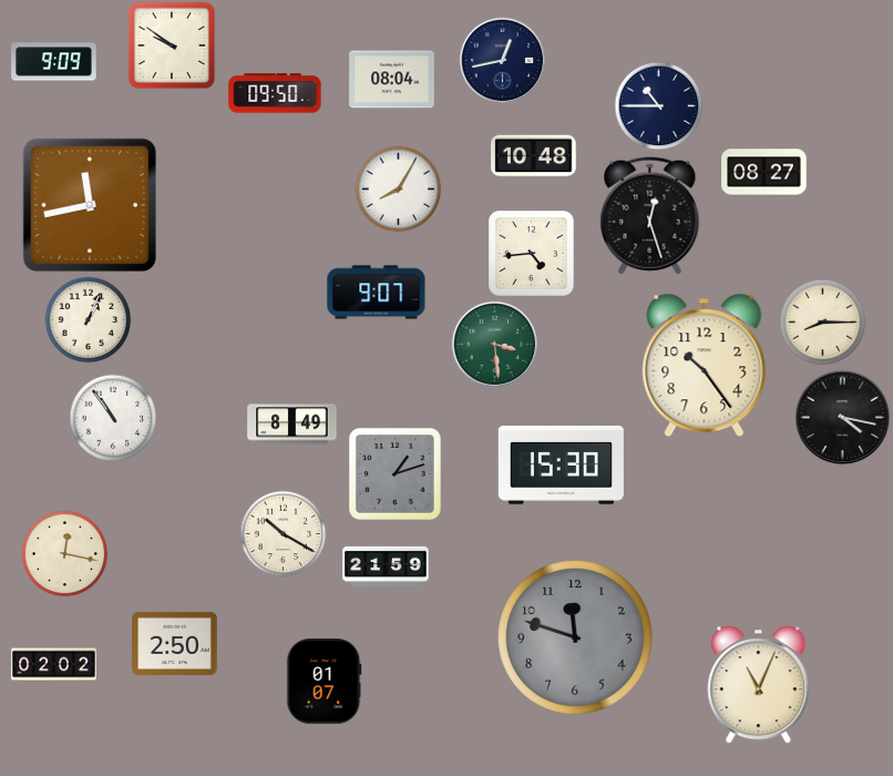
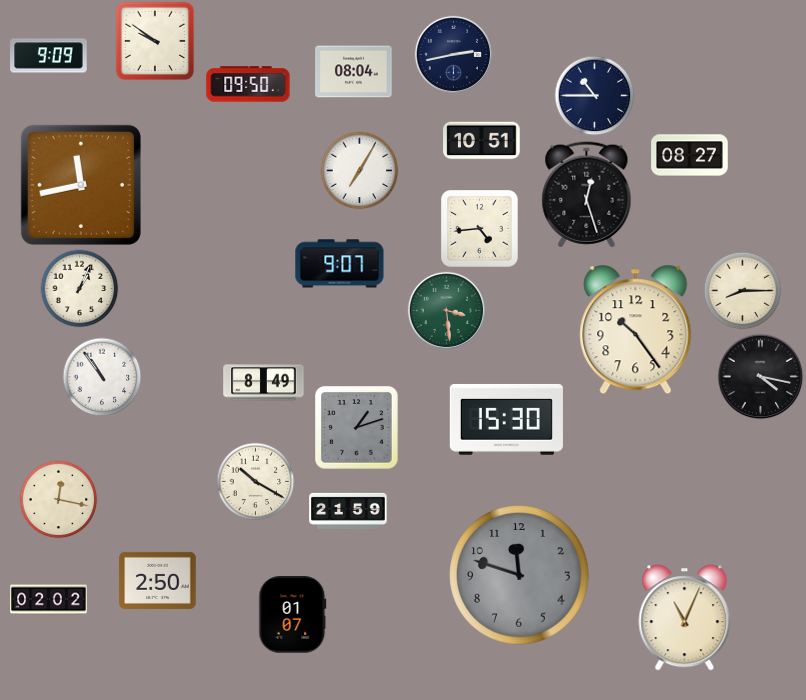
clock at (502, 60): 12:43 -> 2:43
clock at (534, 156): 10:48 -> 10:51
clock at (398, 188): 8:05 -> 7:05
